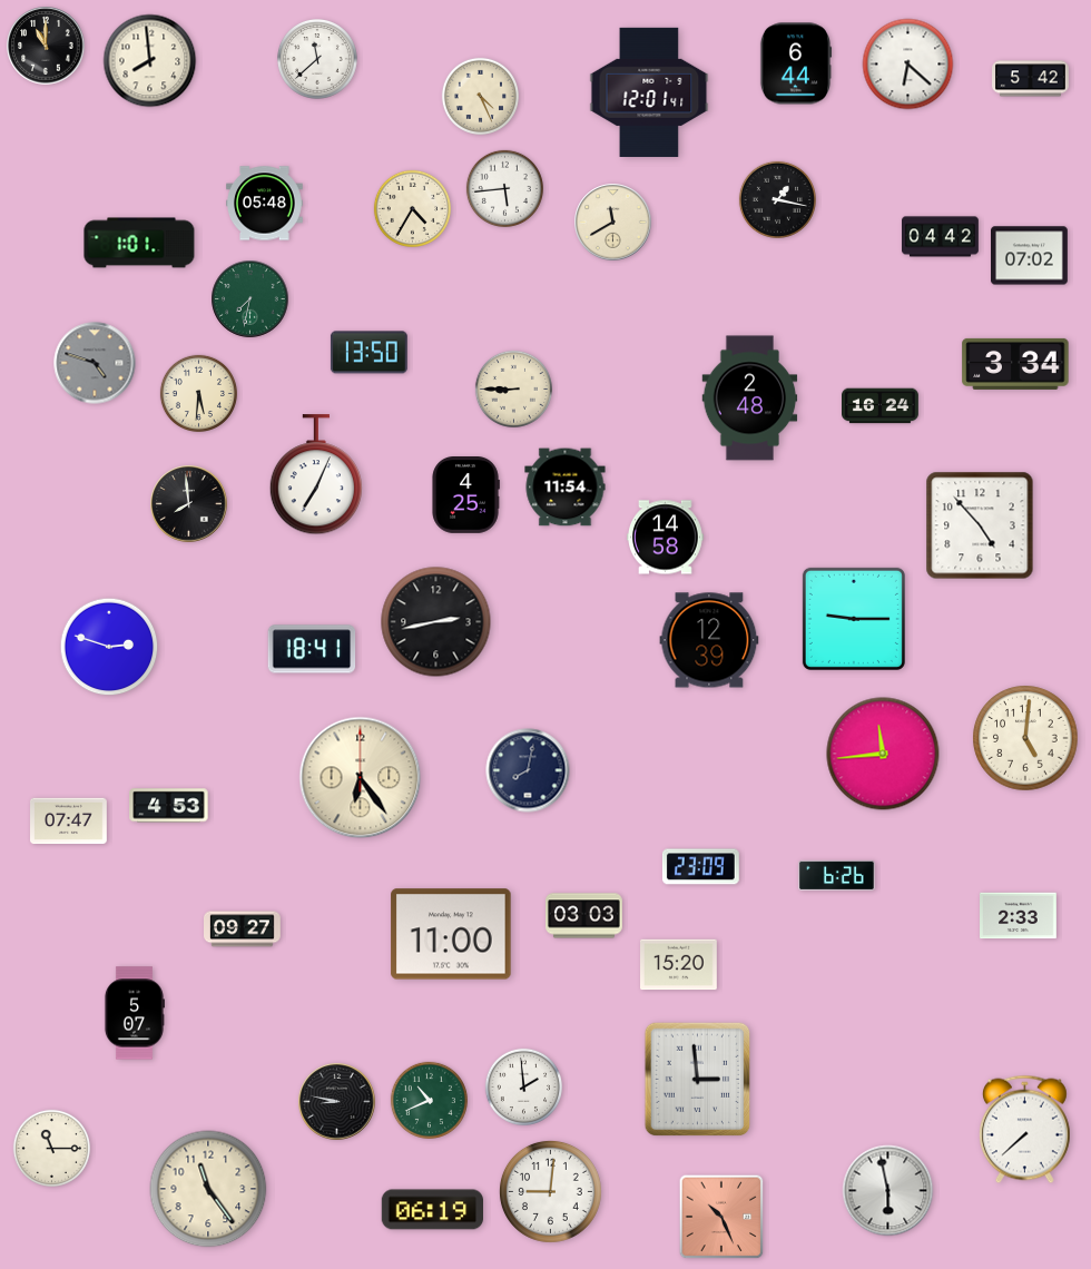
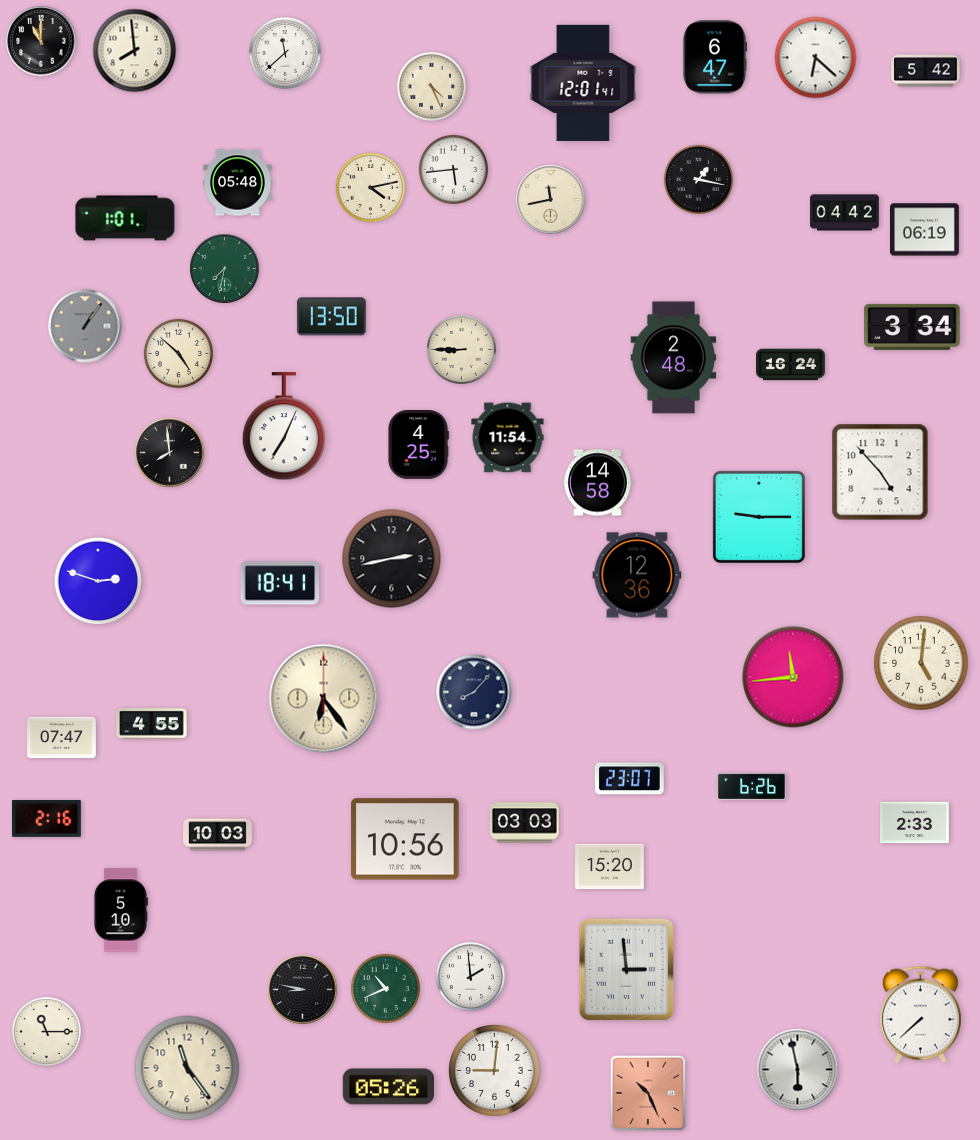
clock at (150, 61) position: (150, 61) -> (135, 51)
clock at (796, 63): 6:44 -> 6:47
clock at (412, 208): 4:35 -> 4:13
clock at (613, 223): 11:40 -> 11:43
clock at (1030, 256): 07:02 -> 06:19
clock at (95, 363): 4:48 -> 1:06
clock at (198, 393): 5:31 -> 4:52
clock at (854, 619) position: (854, 619) -> (759, 517)
clock at (709, 640): 12:39 -> 12:36
clock at (528, 770): 8:02 -> 8:07
clock at (169, 806): 4:53 -> 4:55
clock at (700, 867): 23:09 -> 23:07
clock at (47, 819): none -> 2:16
clock at (243, 929): 09:27 -> 10:03
clock at (451, 934): 11:00 -> 10:56
clock at (134, 1013): 5:07 -> 5:10
clock at (432, 1210): 06:19 -> 05:26
